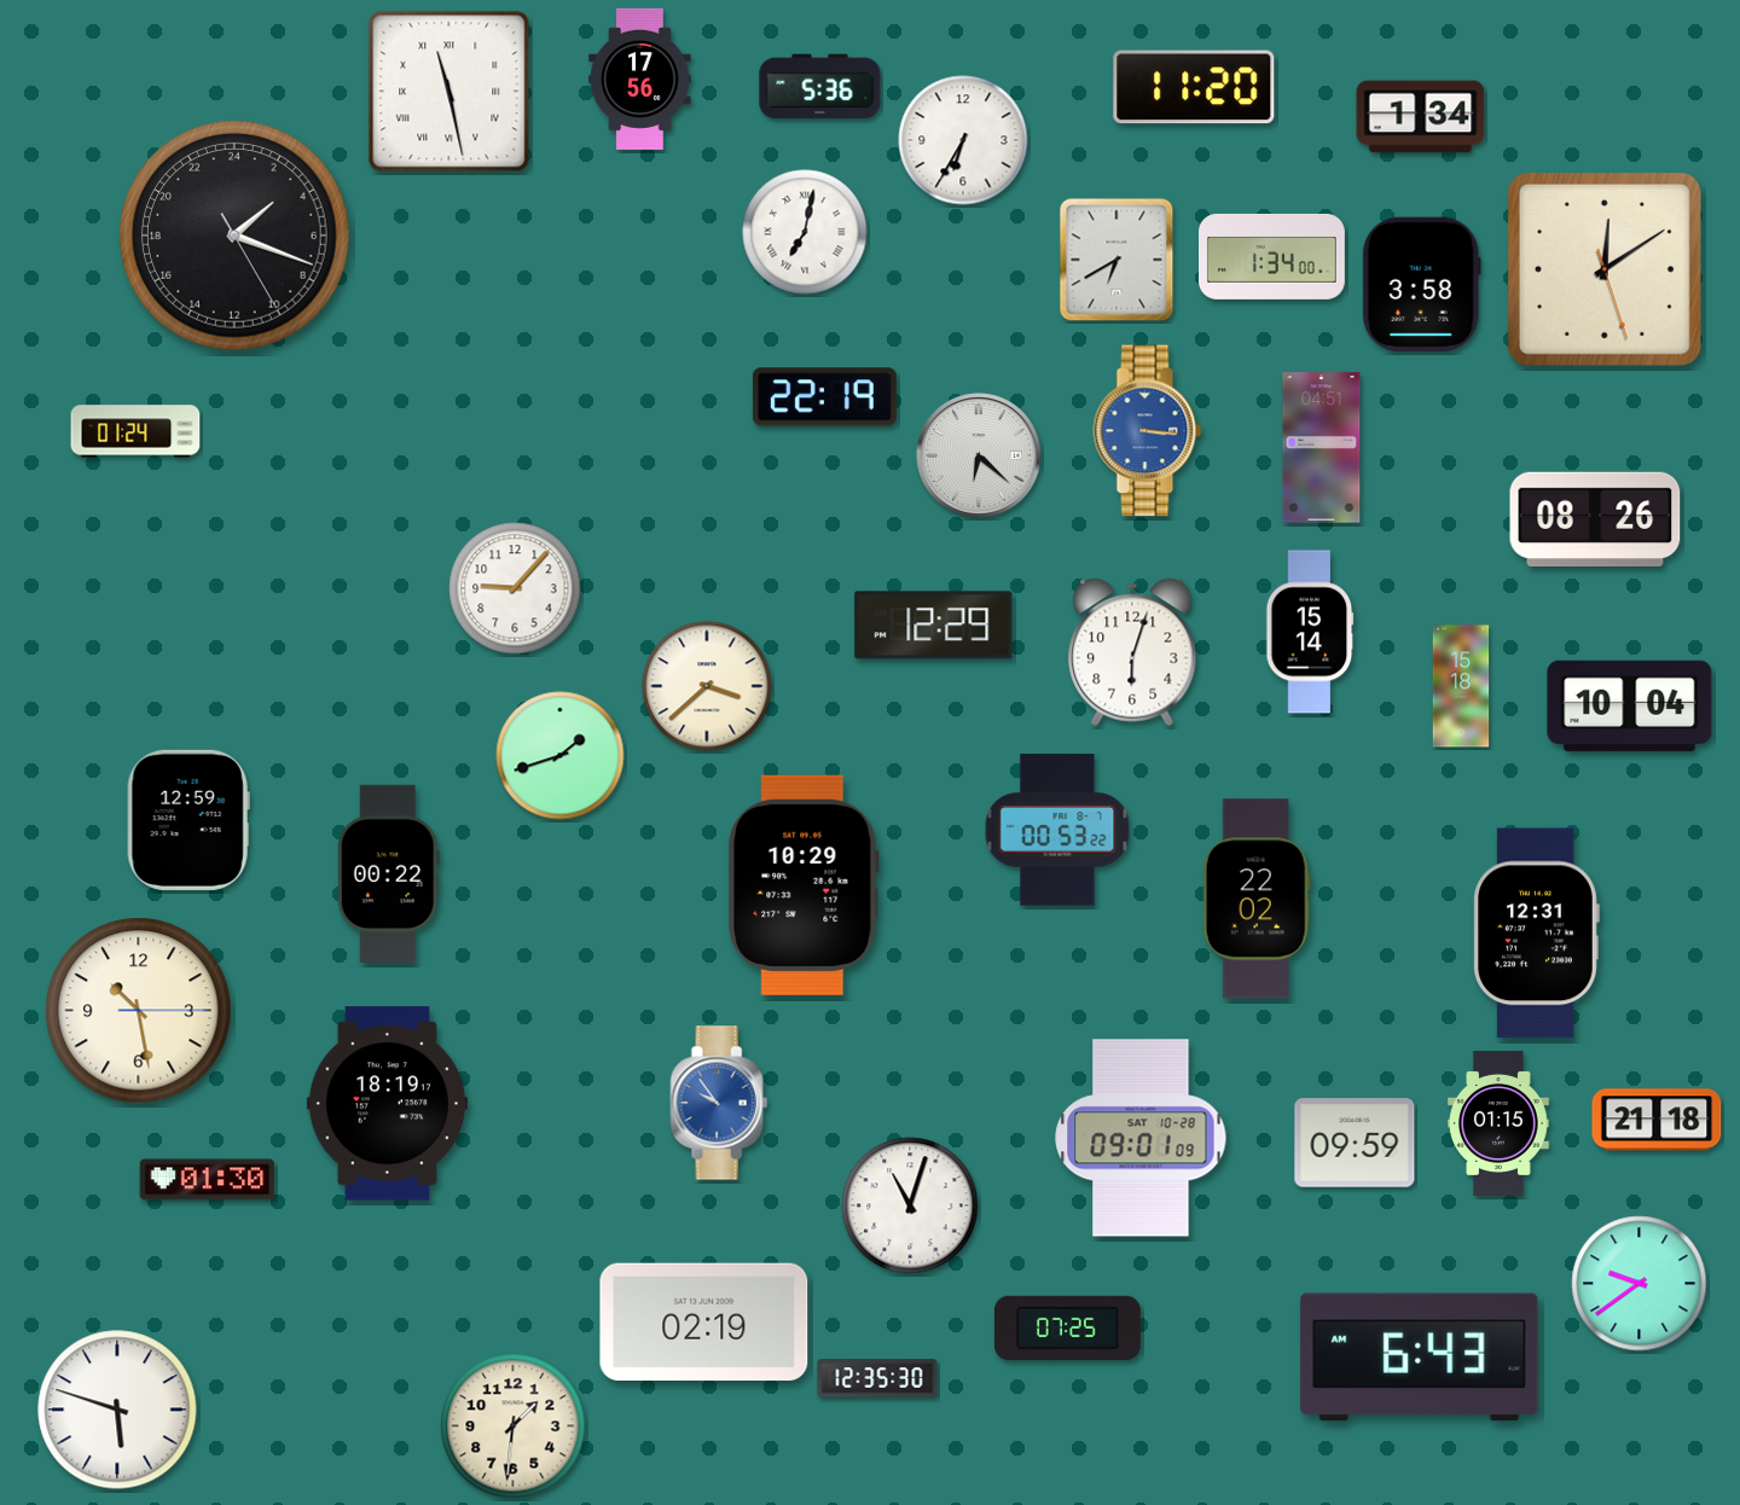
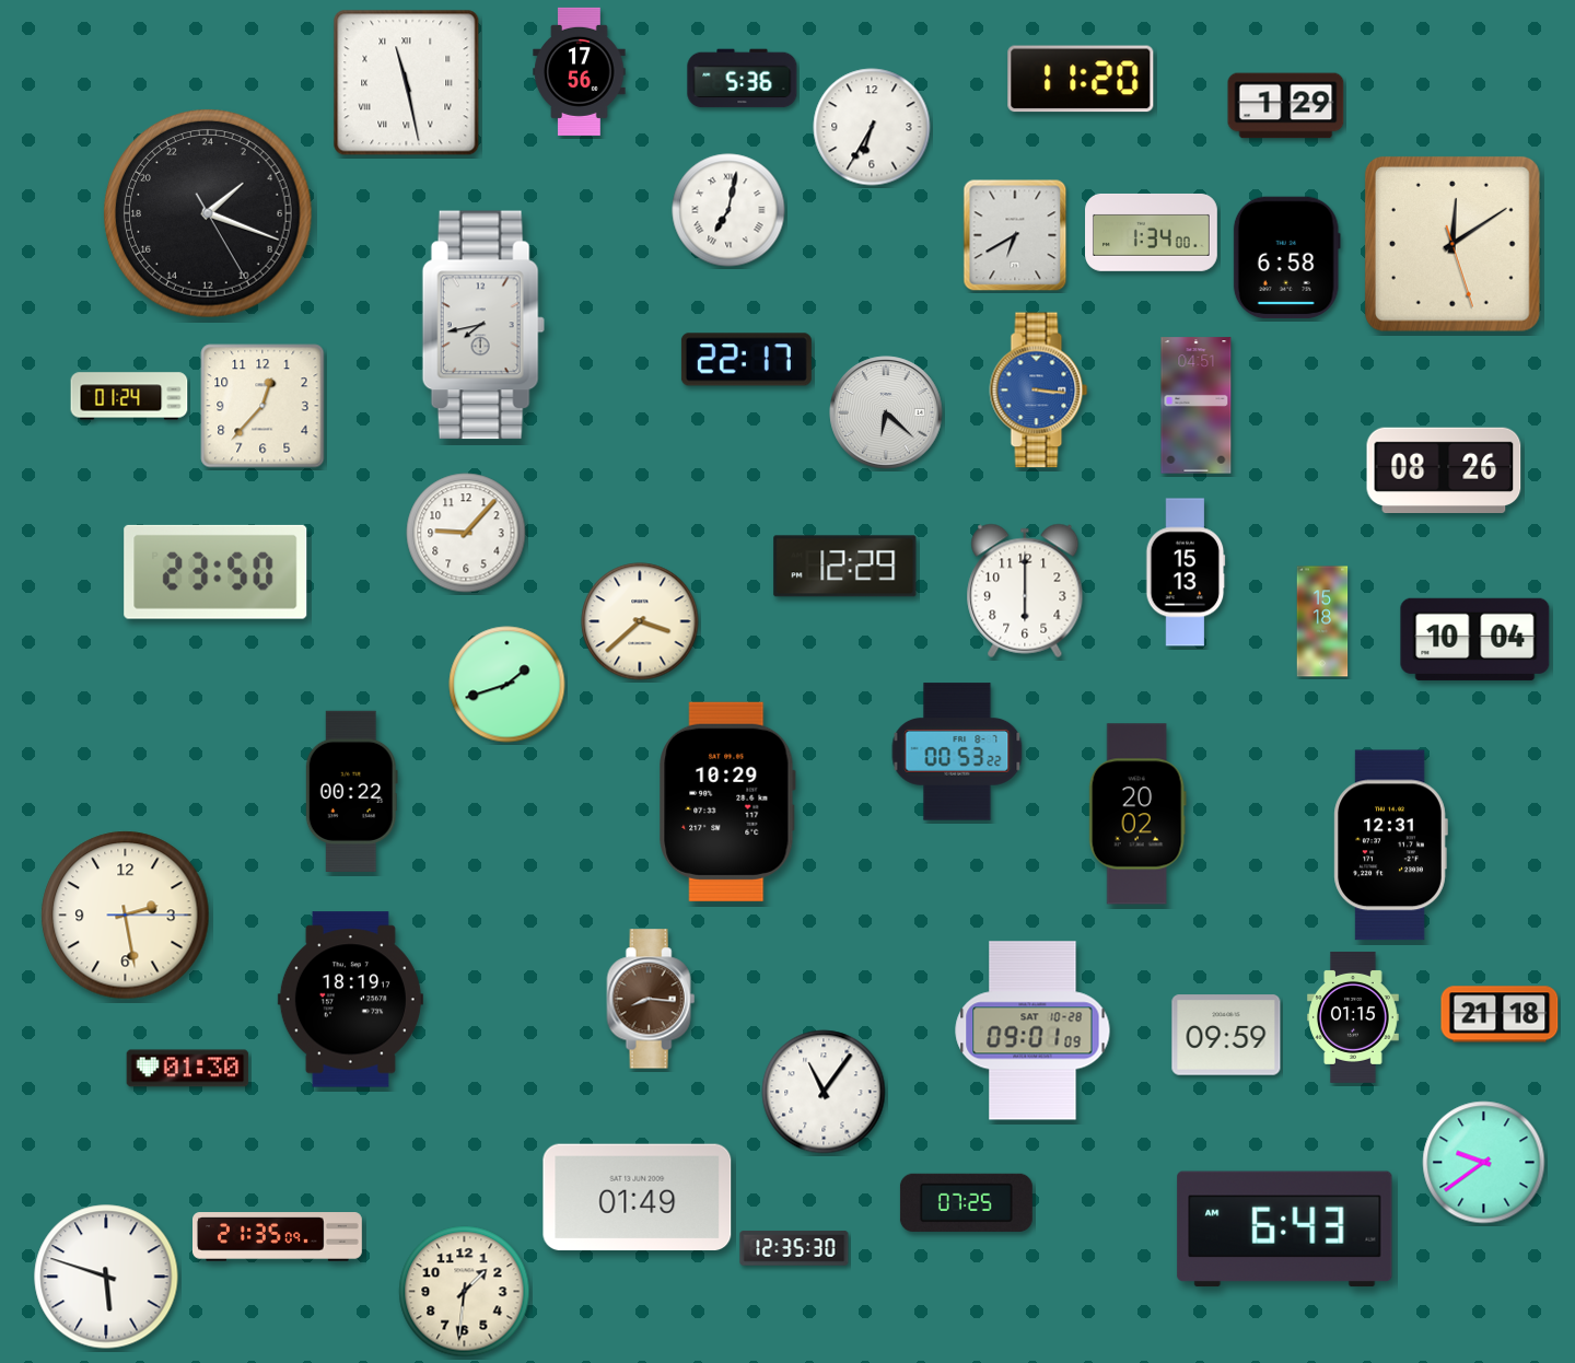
clock at (1421, 117): 1:34 -> 1:29
clock at (234, 236) position: (234, 236) -> (208, 213)
clock at (1116, 260) position: (1116, 260) -> (1015, 235)
clock at (1421, 285): 3:58 -> 6:58
clock at (483, 325): none -> 7:43
clock at (824, 397): 22:19 -> 22:17
clock at (135, 431) position: (135, 431) -> (129, 396)
clock at (262, 406): none -> 12:37
clock at (215, 572): none -> 23:50
clock at (1310, 632): 15:14 -> 15:13
clock at (1132, 652): 6:03 -> 6:00
clock at (188, 820): 12:59 -> none
clock at (1257, 899): 22:02 -> 20:02
clock at (139, 1011): 10:28 -> 2:28
clock at (719, 1103): 9:54 -> 8:16
clock at (719, 1103) dial: blue -> brown
clock at (1500, 1123) position: (1500, 1123) -> (1354, 1017)
clock at (910, 1205): 11:03 -> 11:06
clock at (704, 1321): 02:19 -> 01:49
clock at (278, 1237): none -> 21:35
